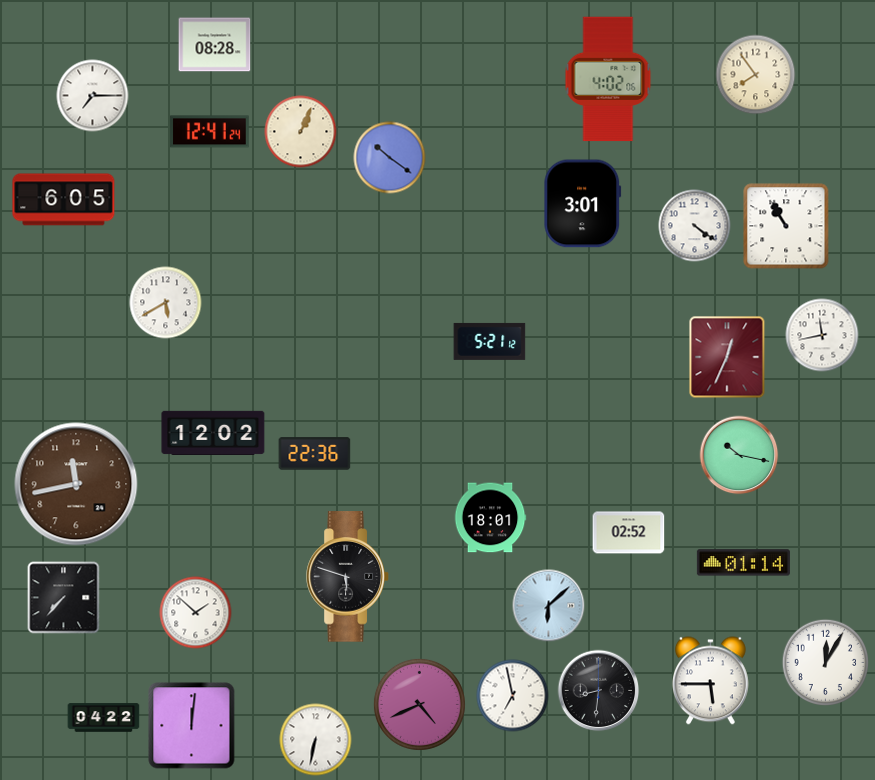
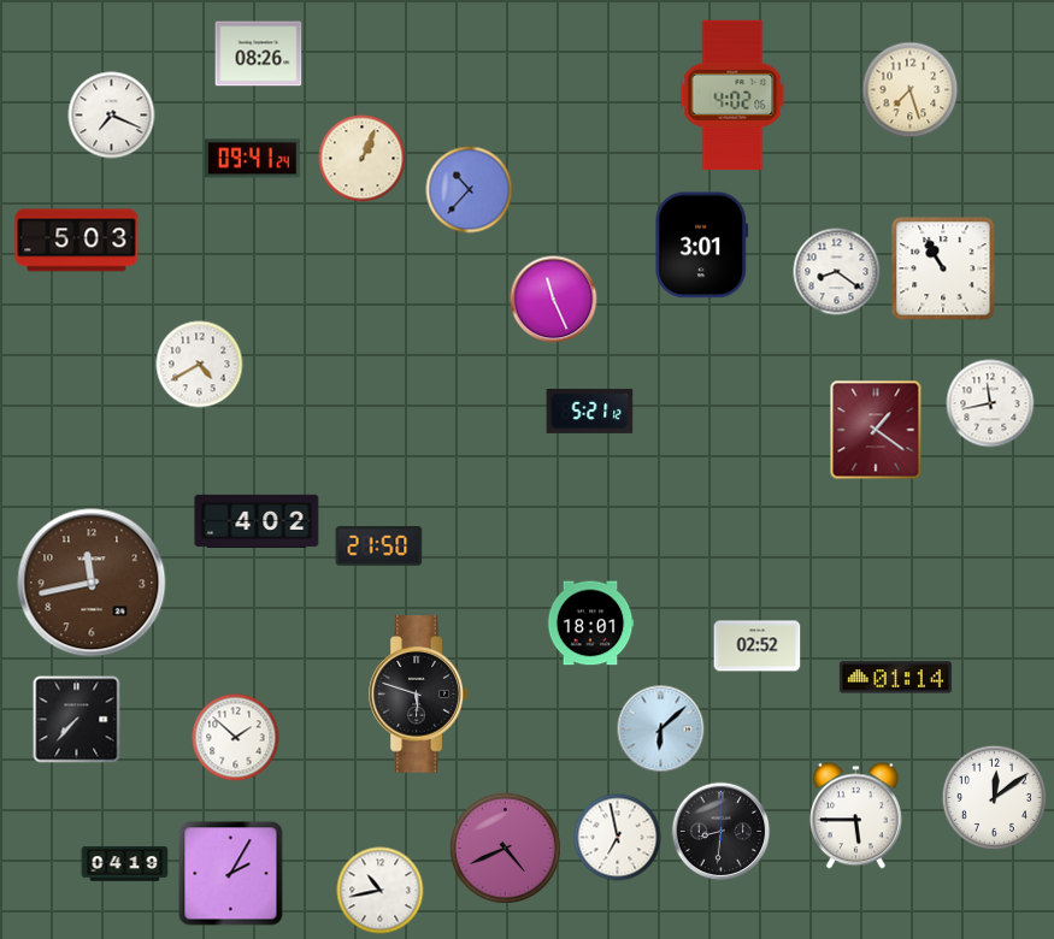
clock at (215, 45): 08:28 -> 08:26
clock at (756, 75): 7:54 -> 7:27
clock at (93, 96): 7:15 -> 7:19
clock at (210, 132): 12:41 -> 09:41
clock at (390, 158): 10:21 -> 10:37
clock at (64, 200): 6:05 -> 5:03
clock at (695, 226): 4:21 -> 8:21
clock at (786, 226) position: (786, 226) -> (943, 268)
clock at (554, 300): none -> 11:26
clock at (166, 303): 5:40 -> 4:40
clock at (727, 357): 12:34 -> 1:21
clock at (213, 433): 12:02 -> 4:02
clock at (315, 454): 22:36 -> 21:50
clock at (739, 455): 10:17 -> none
clock at (629, 533) position: (629, 533) -> (758, 646)
clock at (826, 663): 12:05 -> 12:09
clock at (710, 681) position: (710, 681) -> (855, 816)
clock at (104, 718): 04:22 -> 04:19
clock at (192, 726): 12:01 -> 2:05
clock at (316, 740): 6:32 -> 10:43
